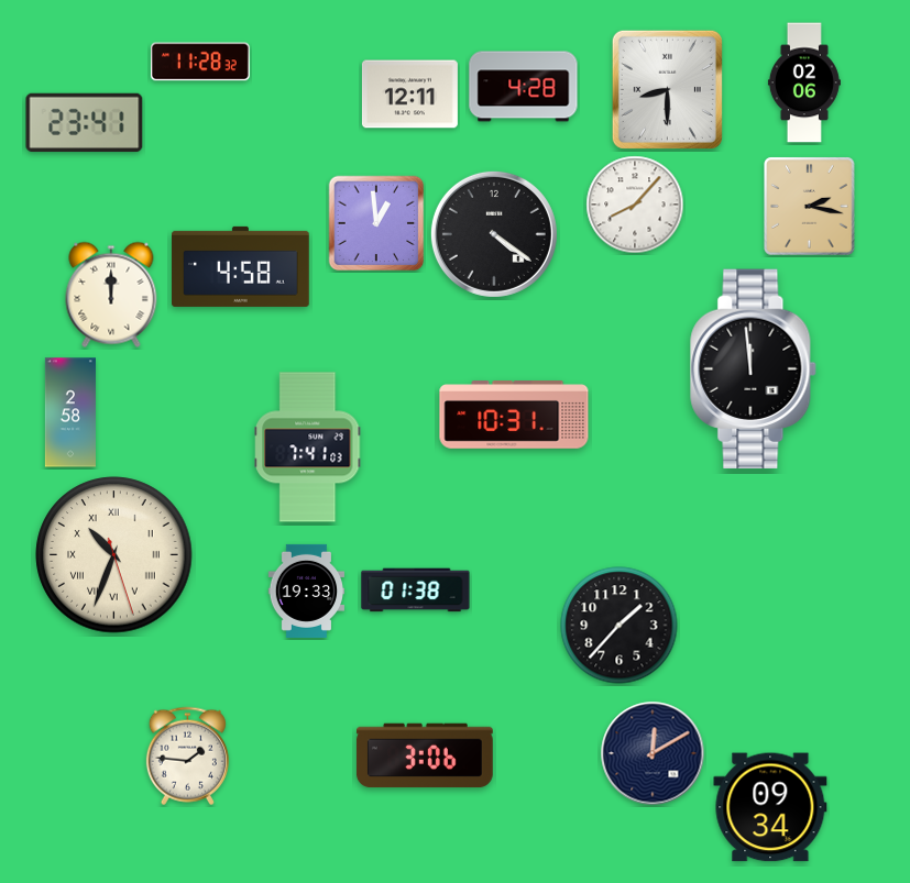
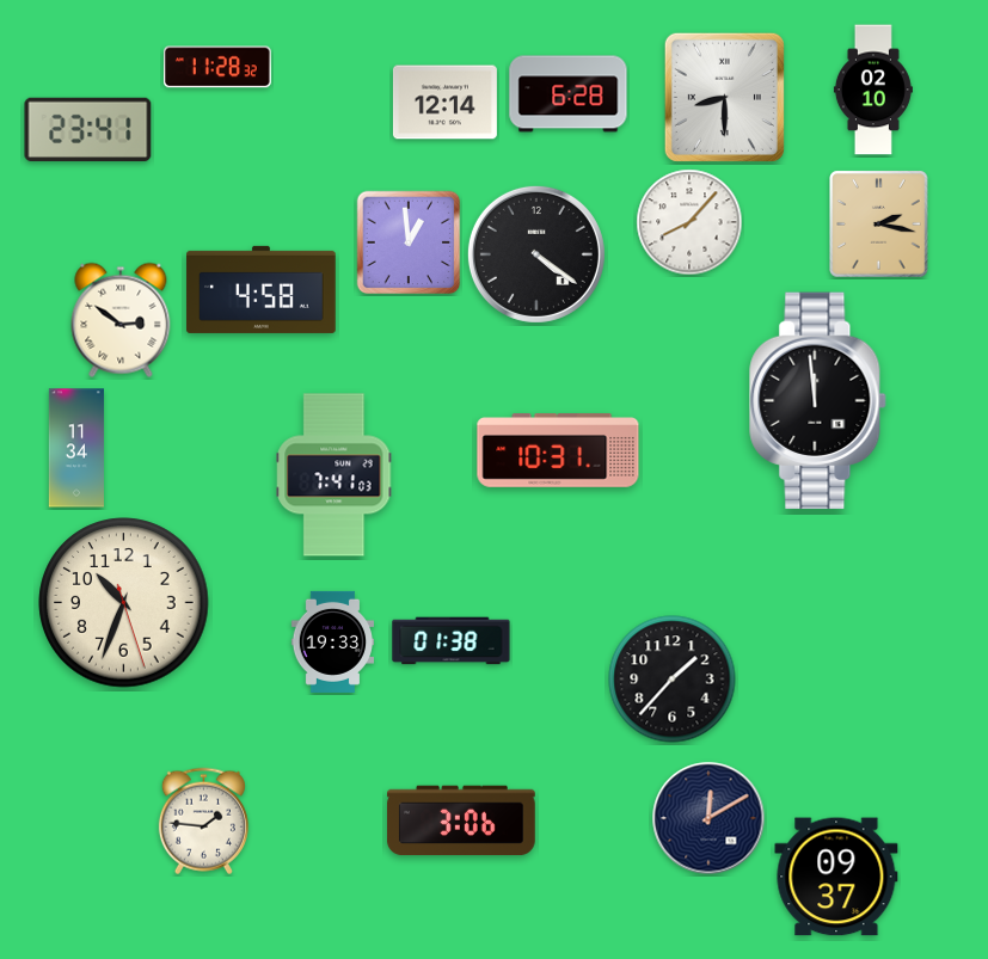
clock at (804, 82): 02:06 -> 02:10
clock at (524, 87): 4:28 -> 6:28
clock at (409, 95): 12:11 -> 12:14
clock at (85, 123) position: (85, 123) -> (88, 130)
clock at (111, 295): 12:00 -> 2:51
clock at (70, 412): 2:58 -> 11:34
clock at (308, 448) position: (308, 448) -> (335, 475)
clock at (114, 555) numerals: Roman -> Arabic
clock at (770, 807): 09:34 -> 09:37
